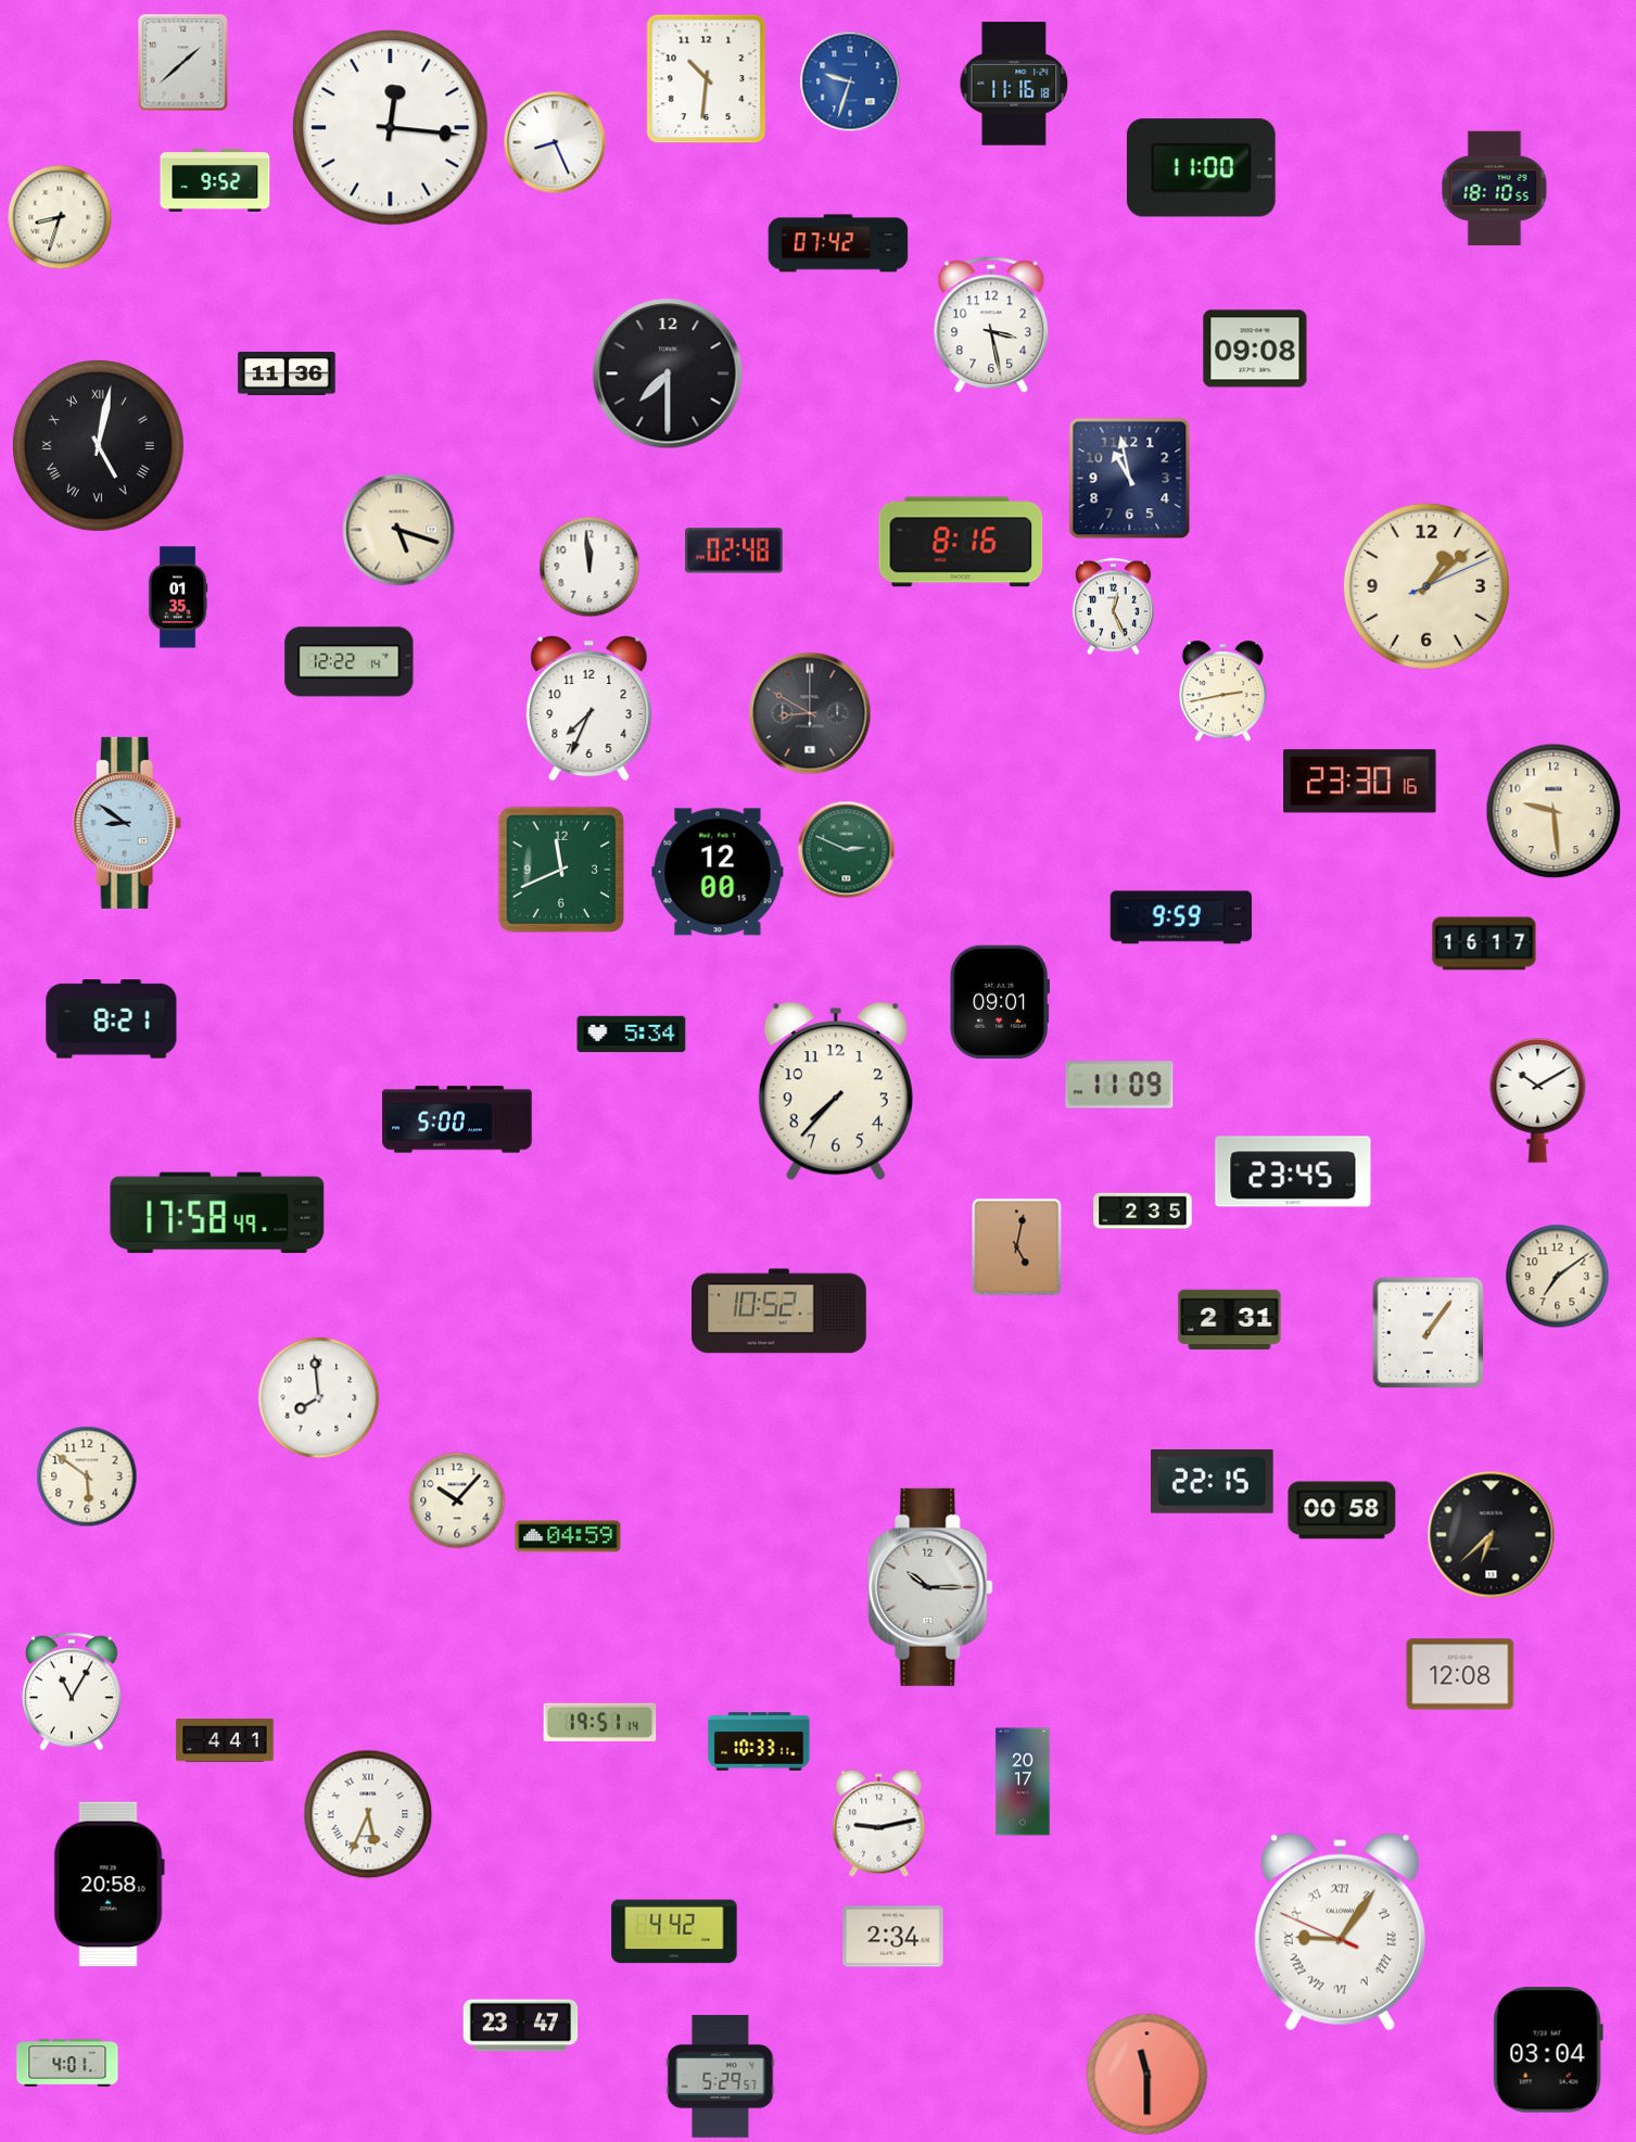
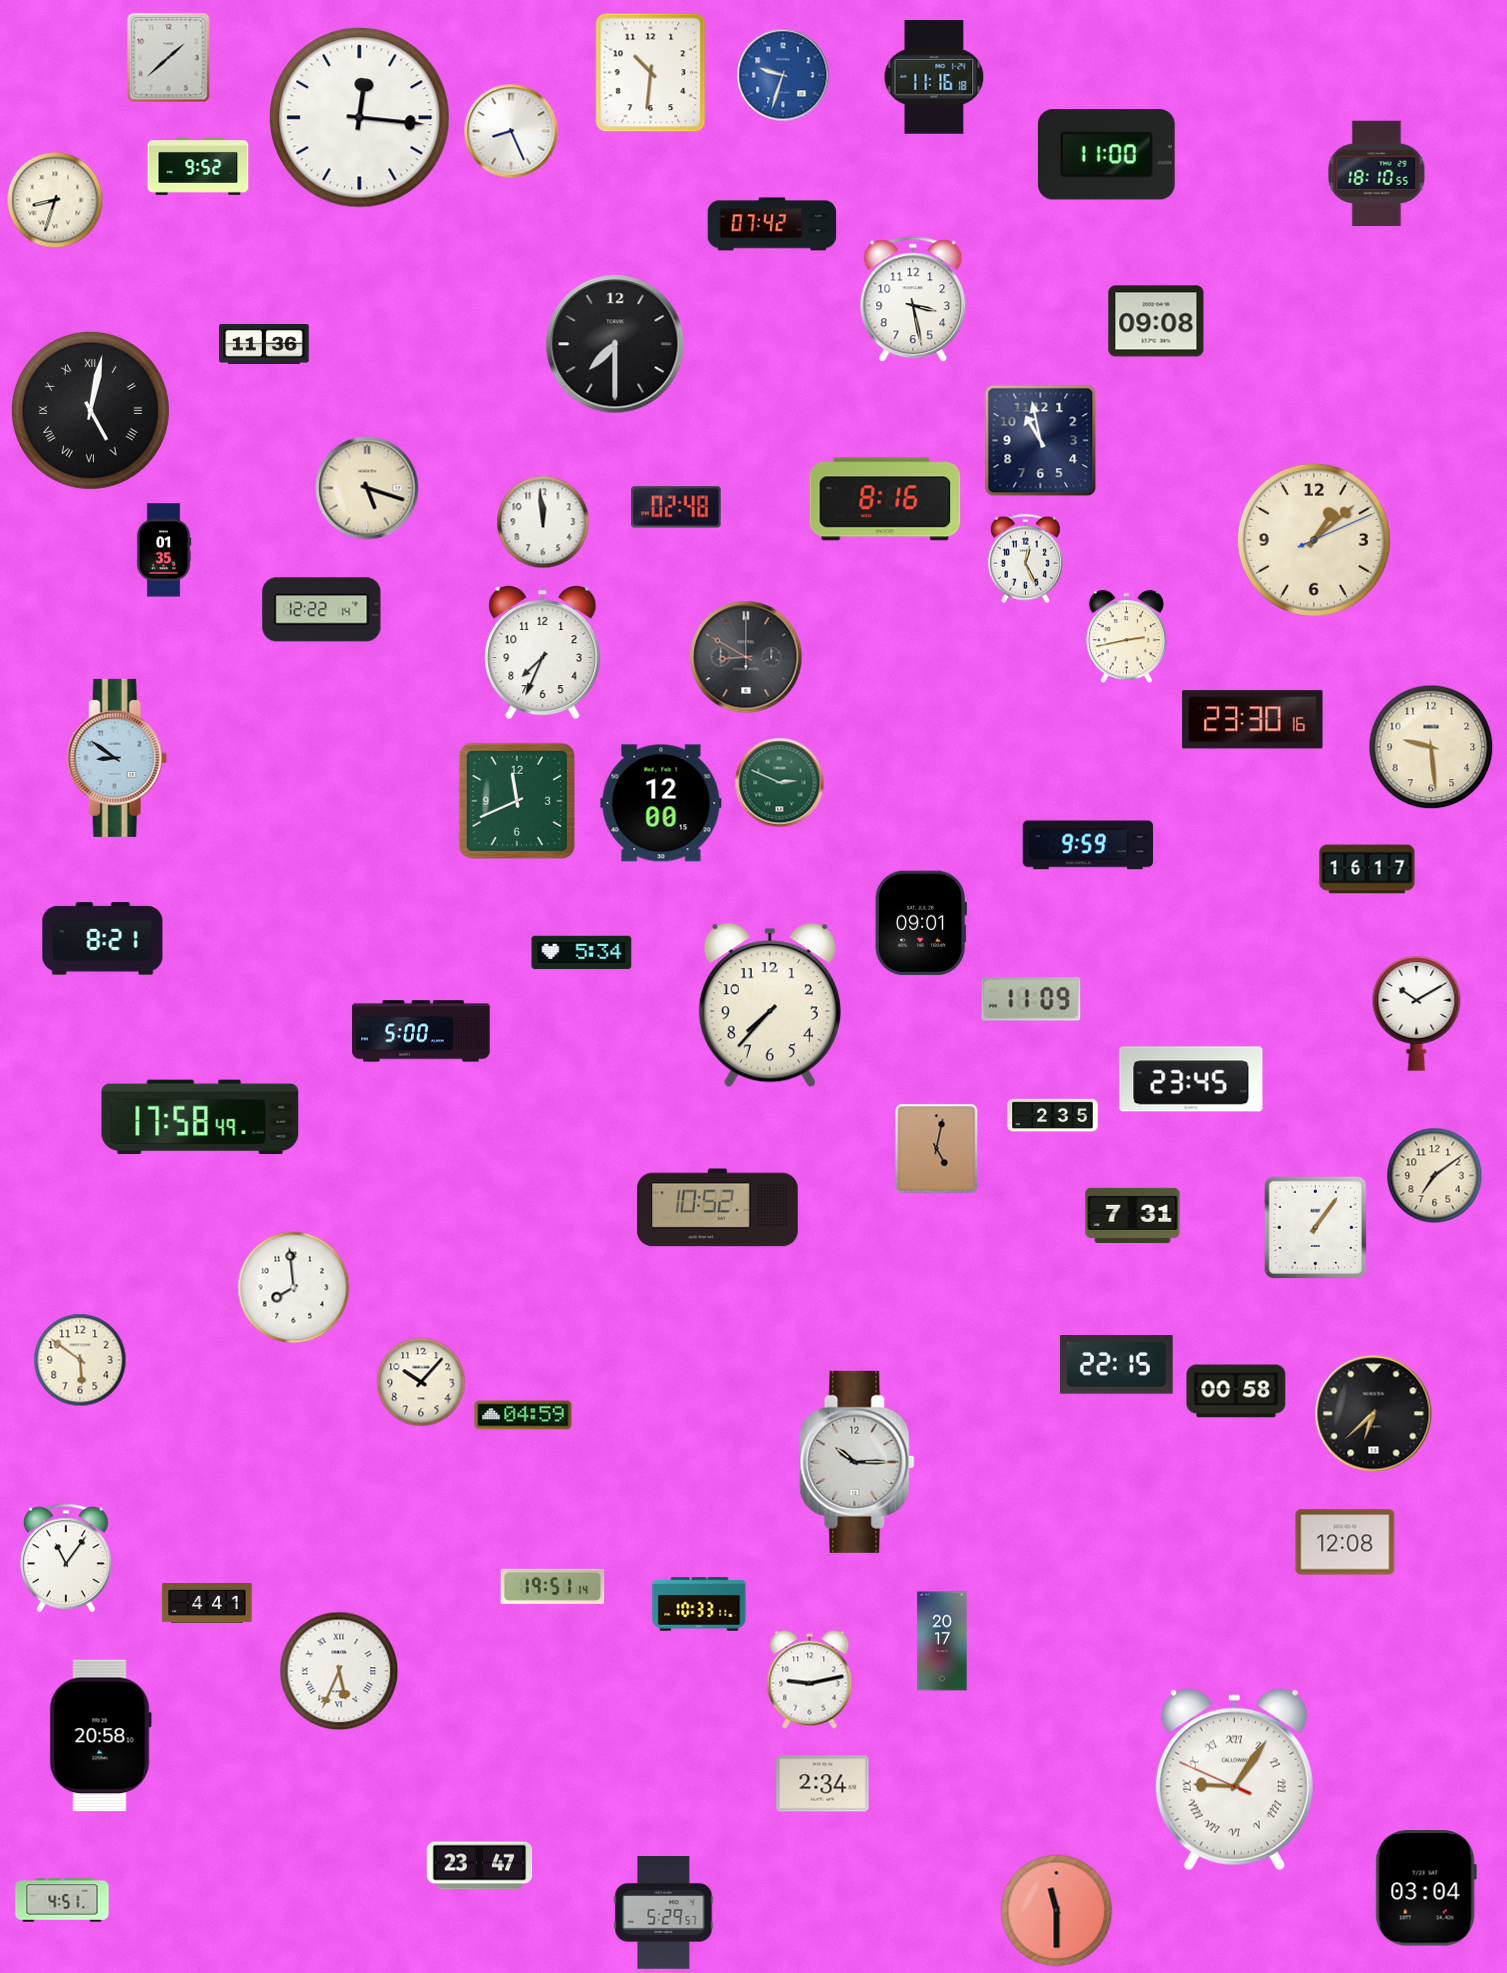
clock at (1230, 1320): 2:31 -> 7:31
clock at (72, 1691): 11:05 -> 11:06
clock at (674, 1931): 4:42 -> none
clock at (67, 2063): 4:01 -> 4:51
